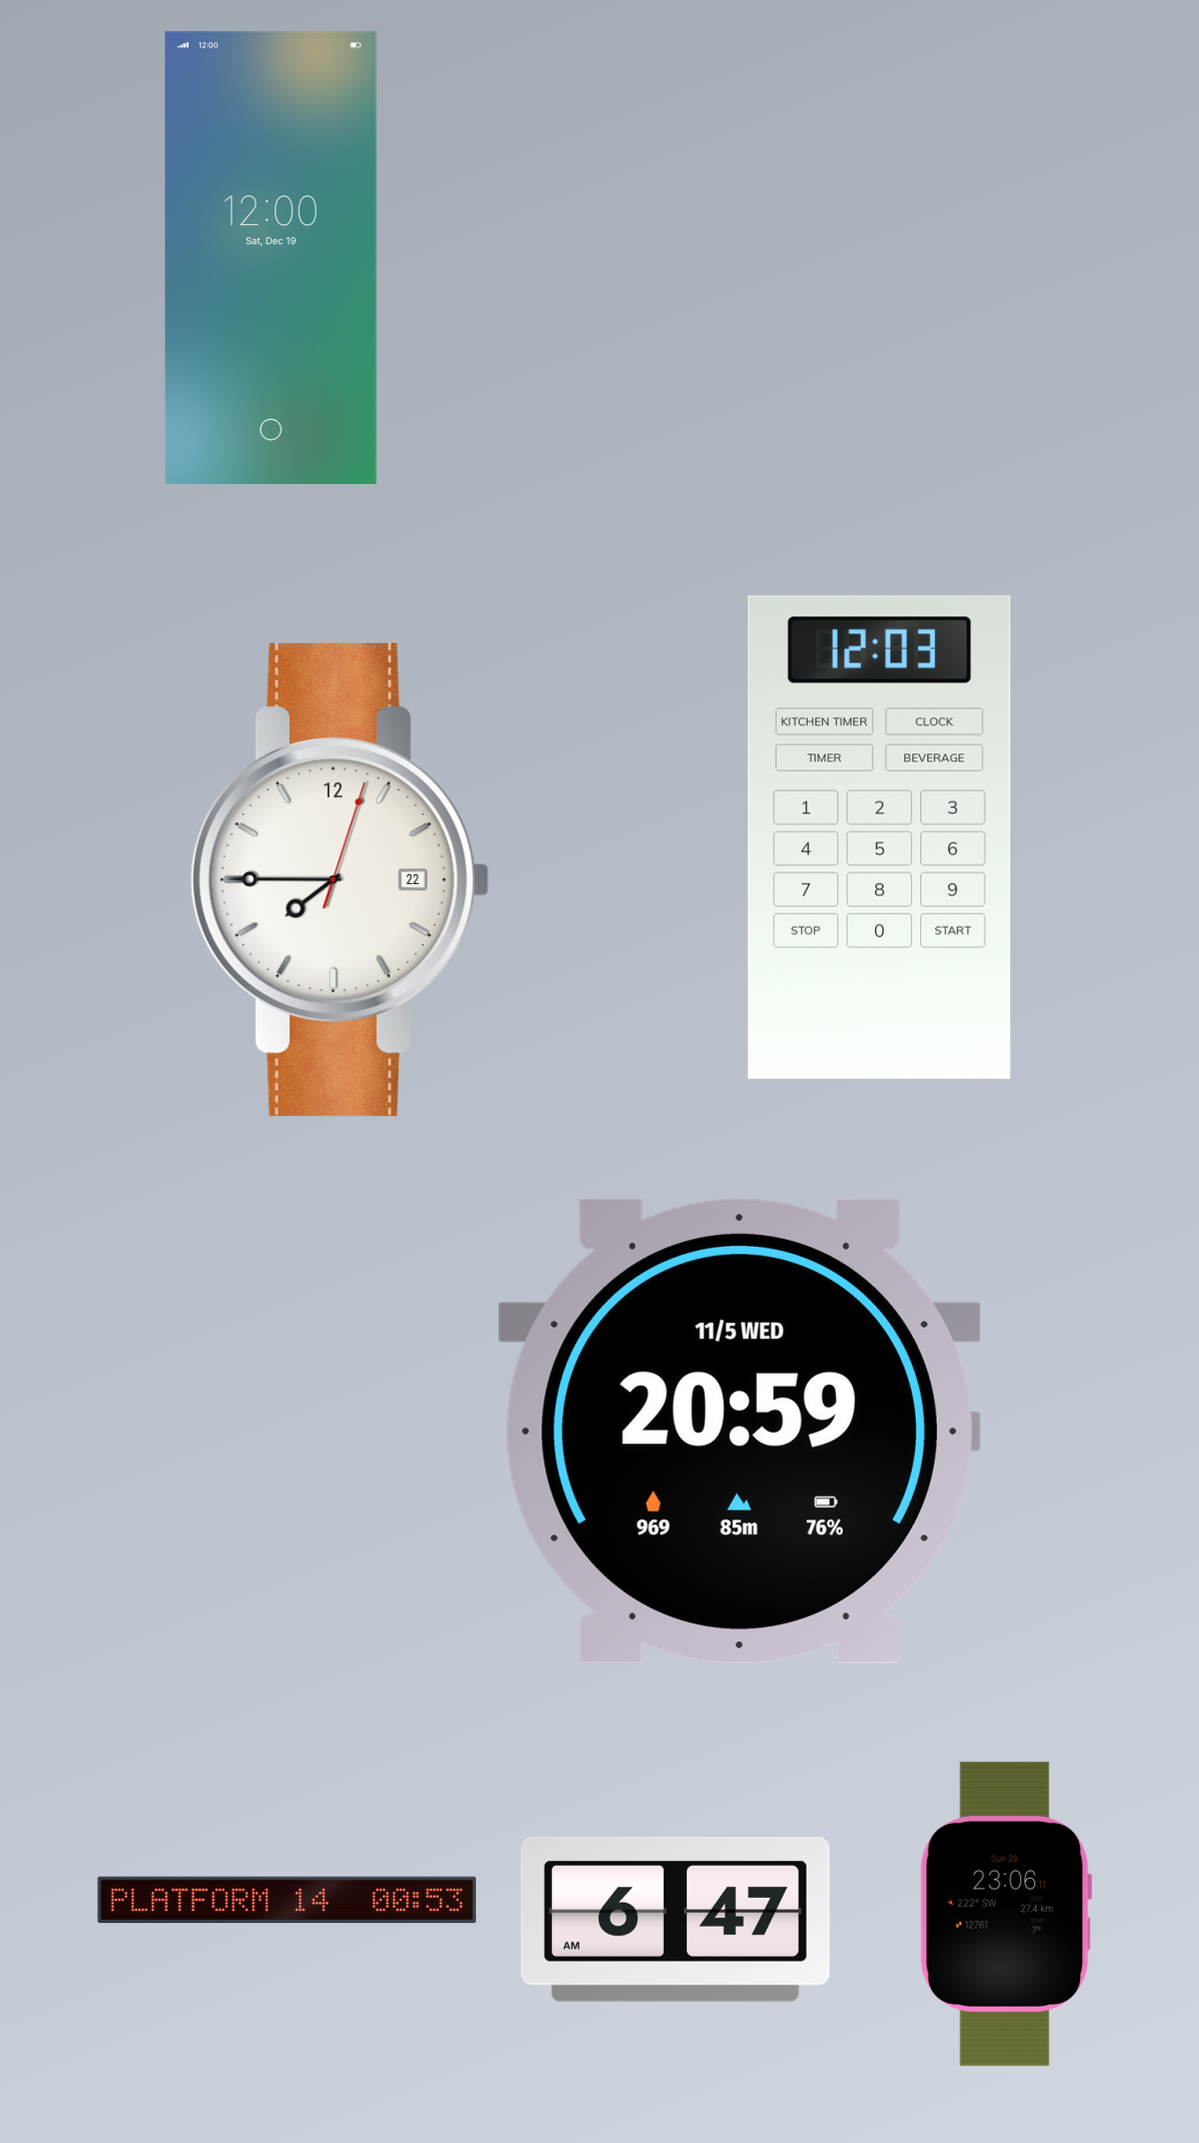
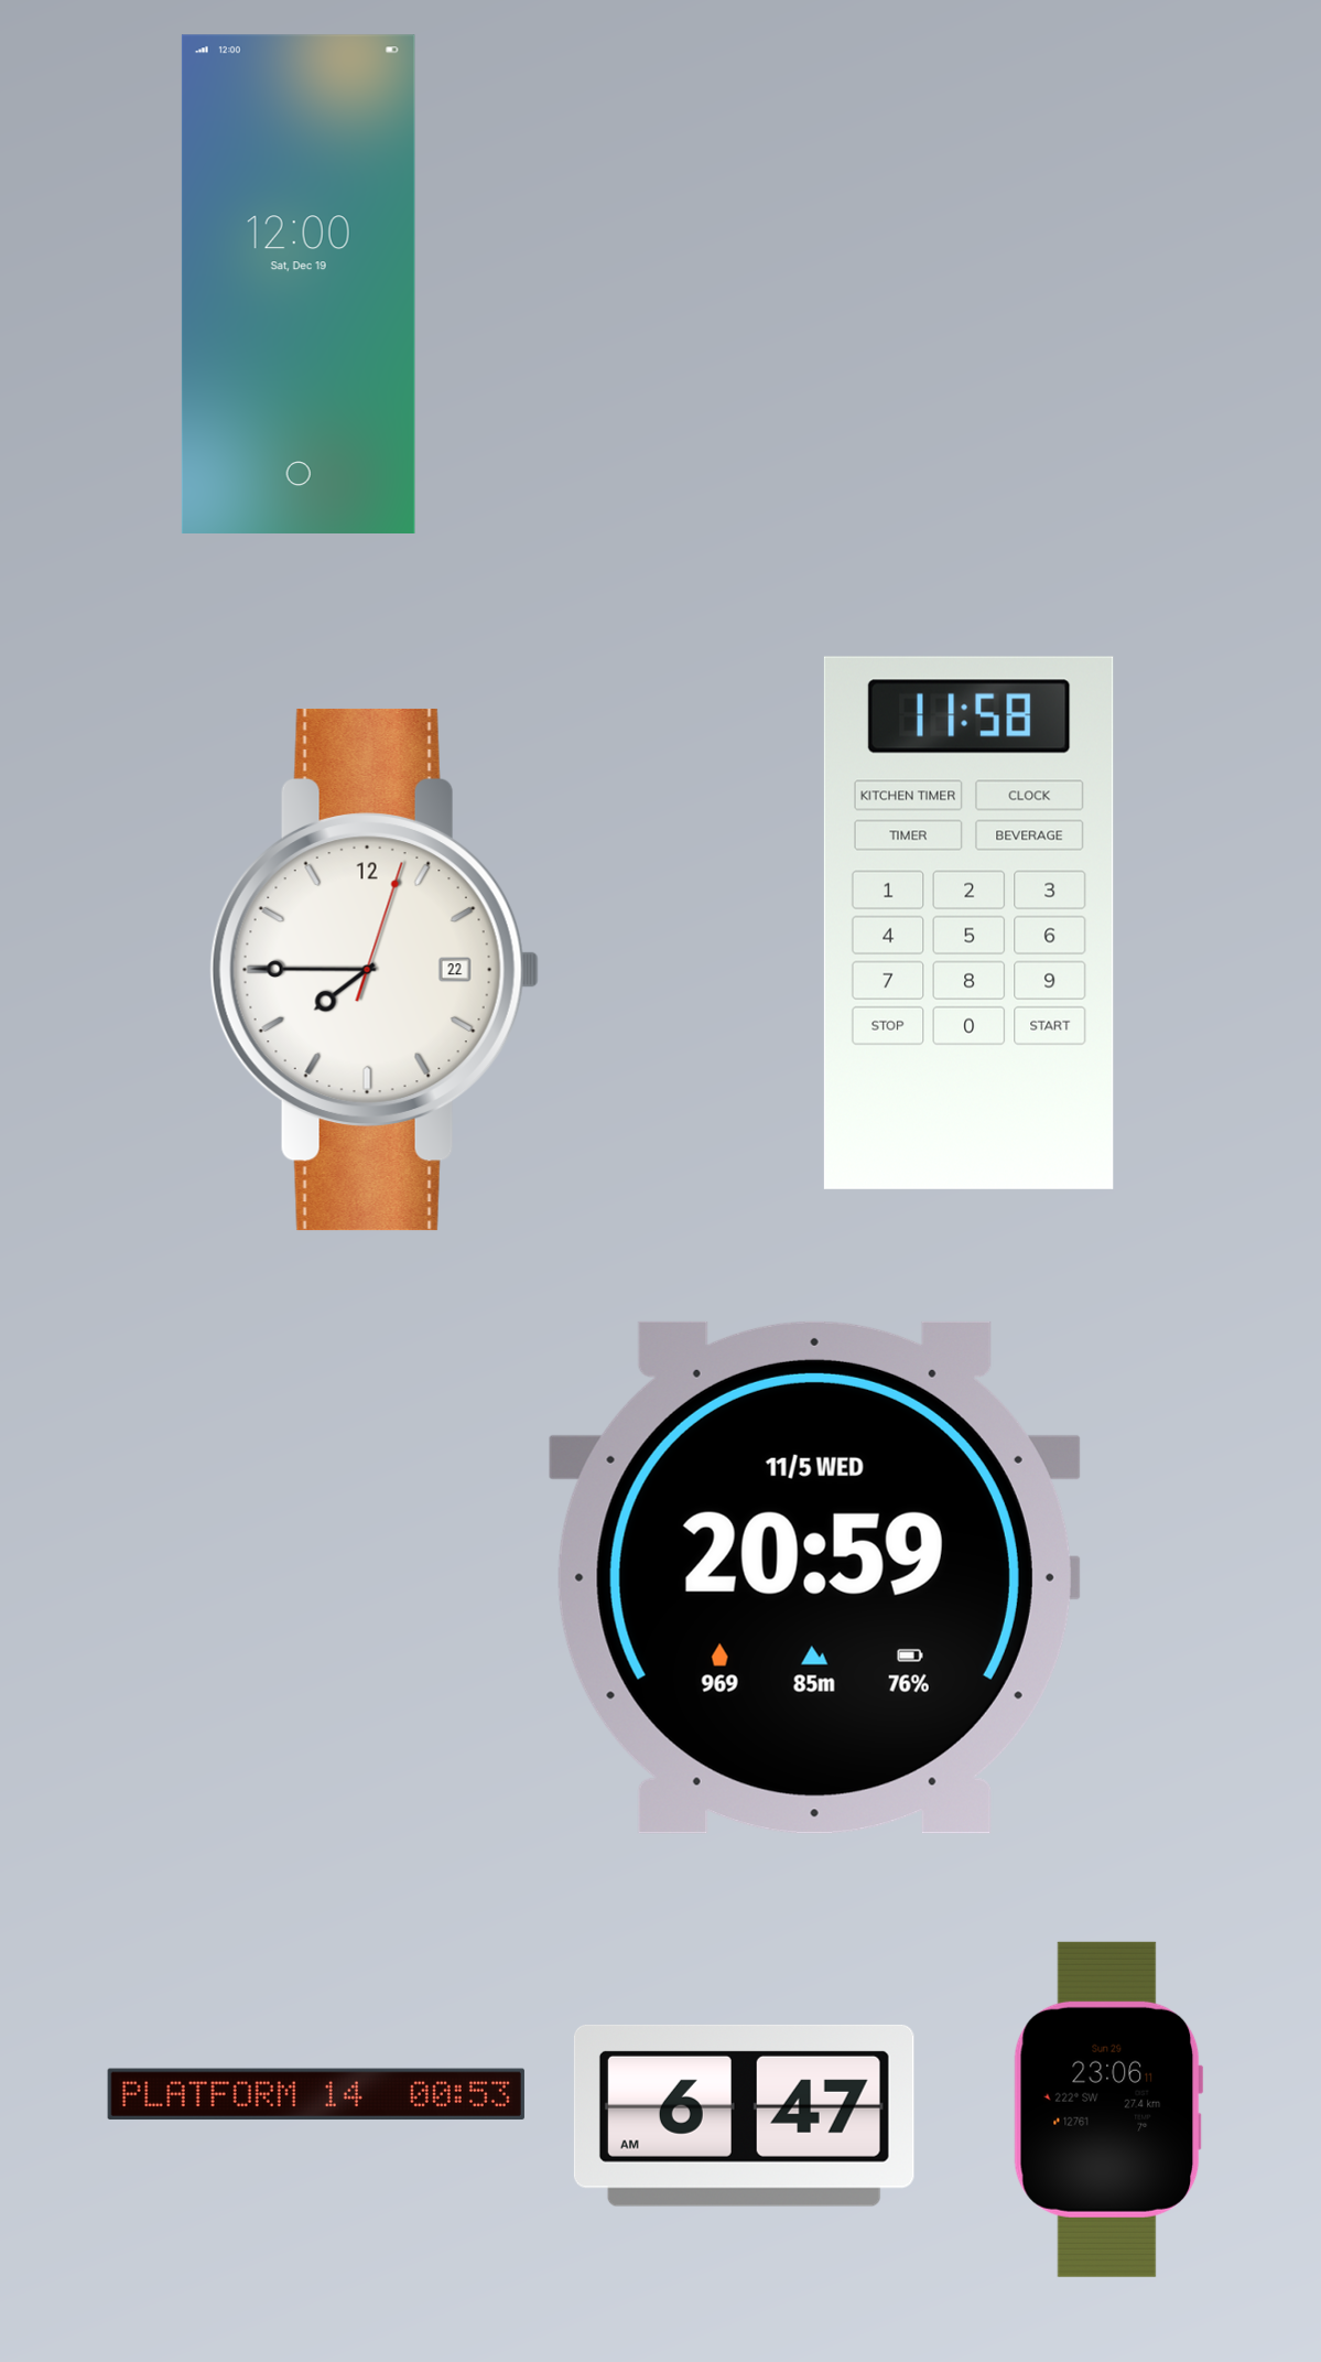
clock at (879, 837): 12:03 -> 11:58
